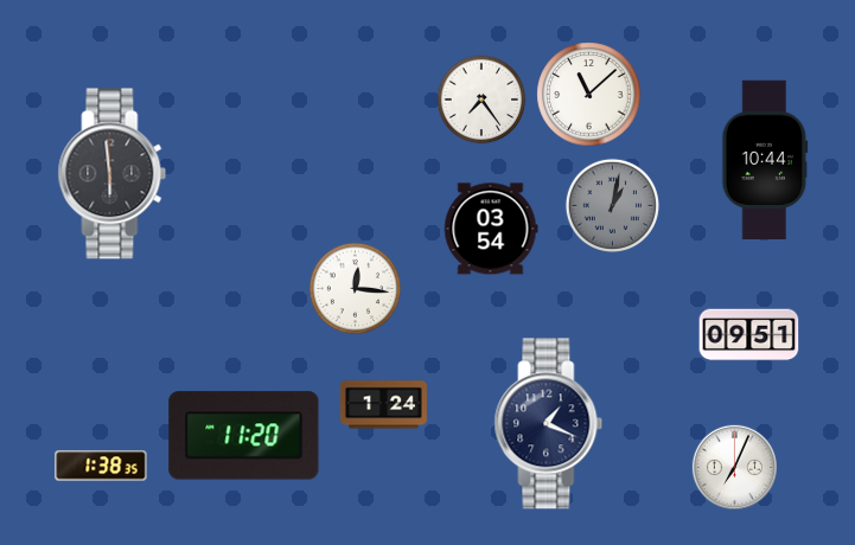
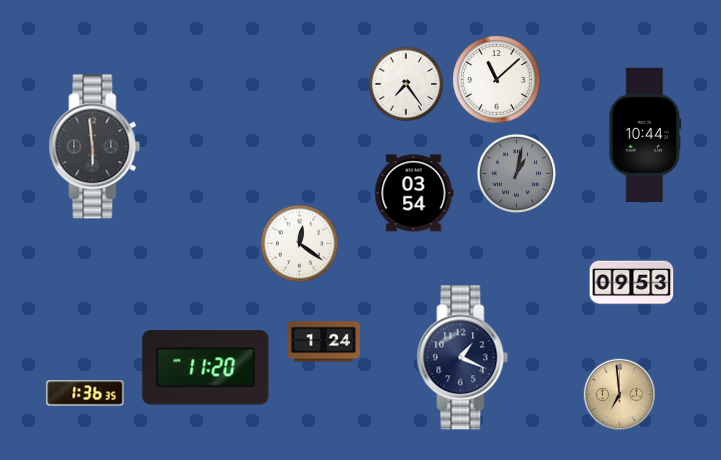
clock at (356, 289): 12:16 -> 12:21
clock at (749, 335): 09:51 -> 09:53
clock at (101, 466): 1:38 -> 1:36
clock at (734, 467): 7:04 -> 6:59
clock at (734, 467) dial: white -> champagne
